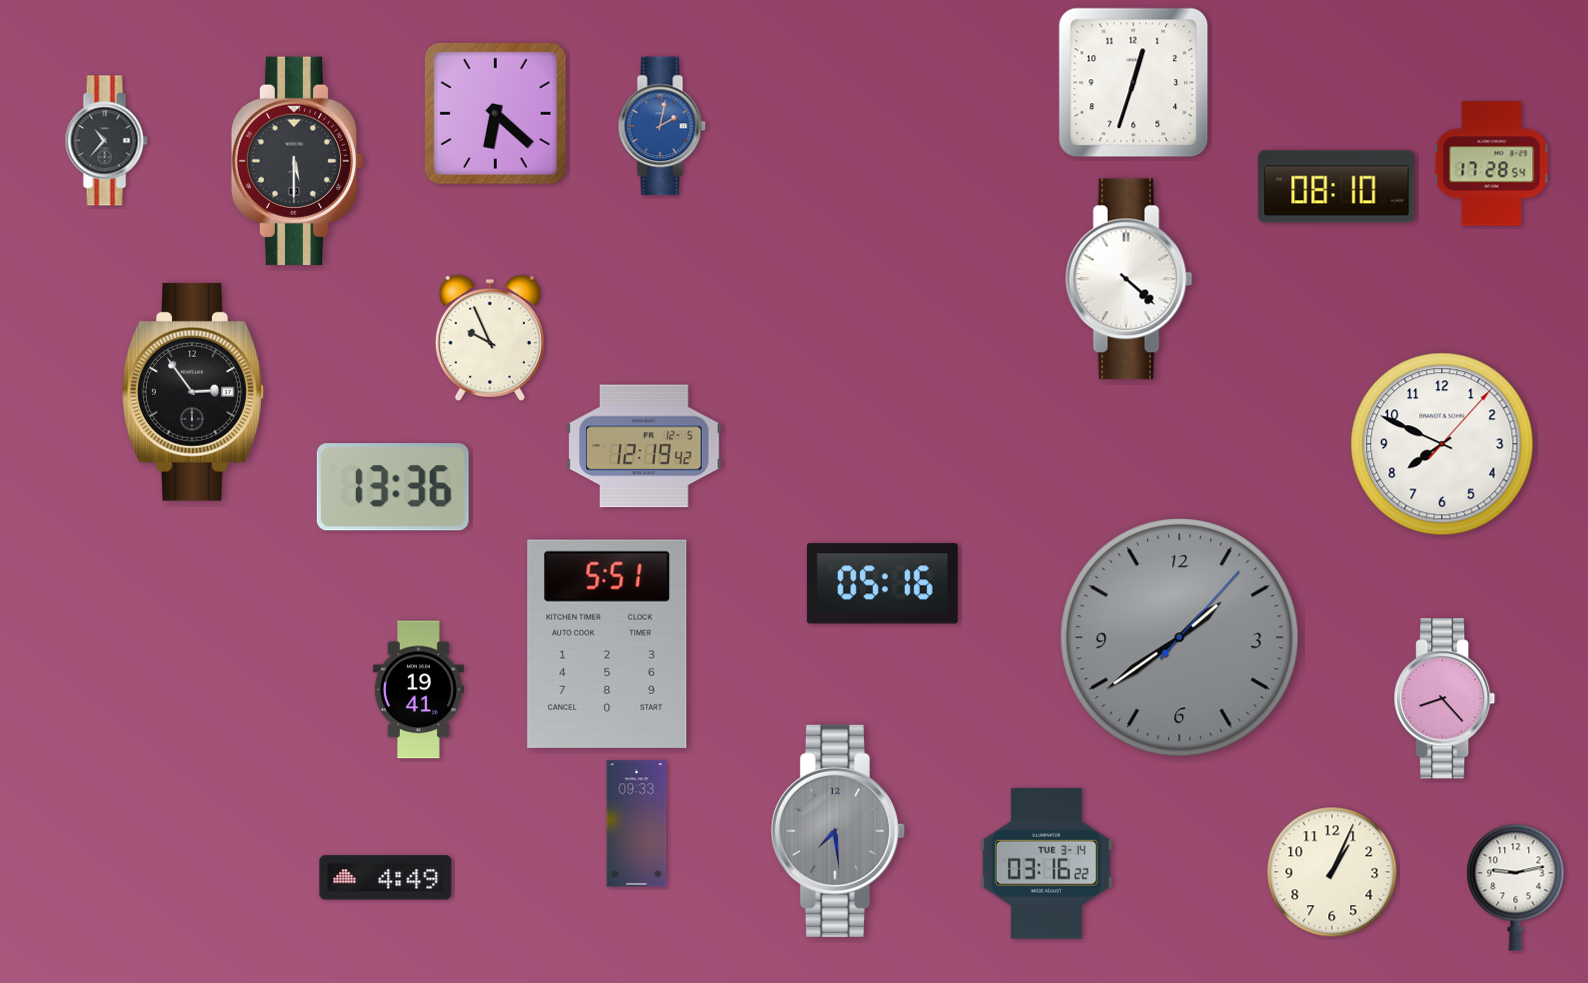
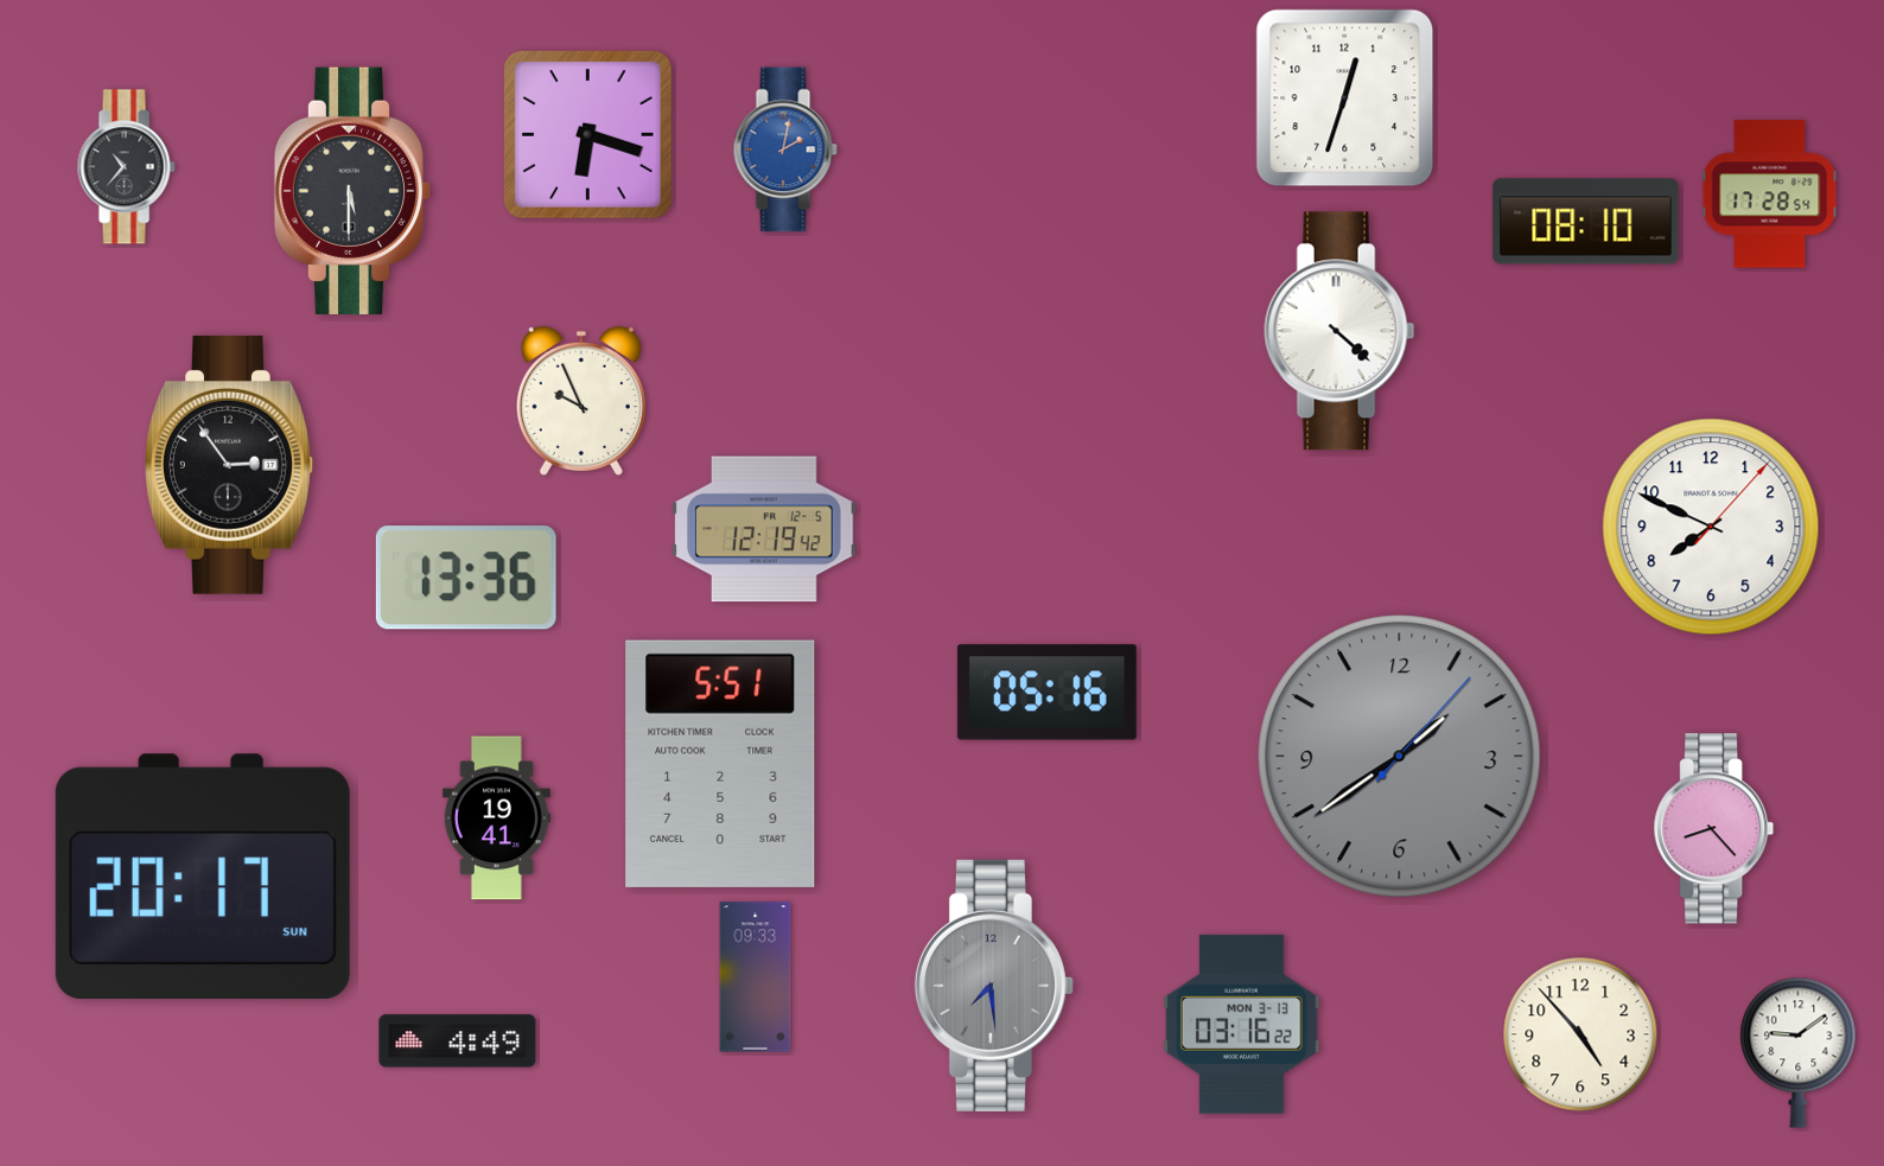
clock at (495, 113): 6:22 -> 6:18
clock at (203, 875): none -> 20:17
clock at (1046, 863) date: TUE 3-14 -> MON 3-13
clock at (1332, 872): 1:04 -> 4:53
clock at (1516, 887): 9:13 -> 9:09
